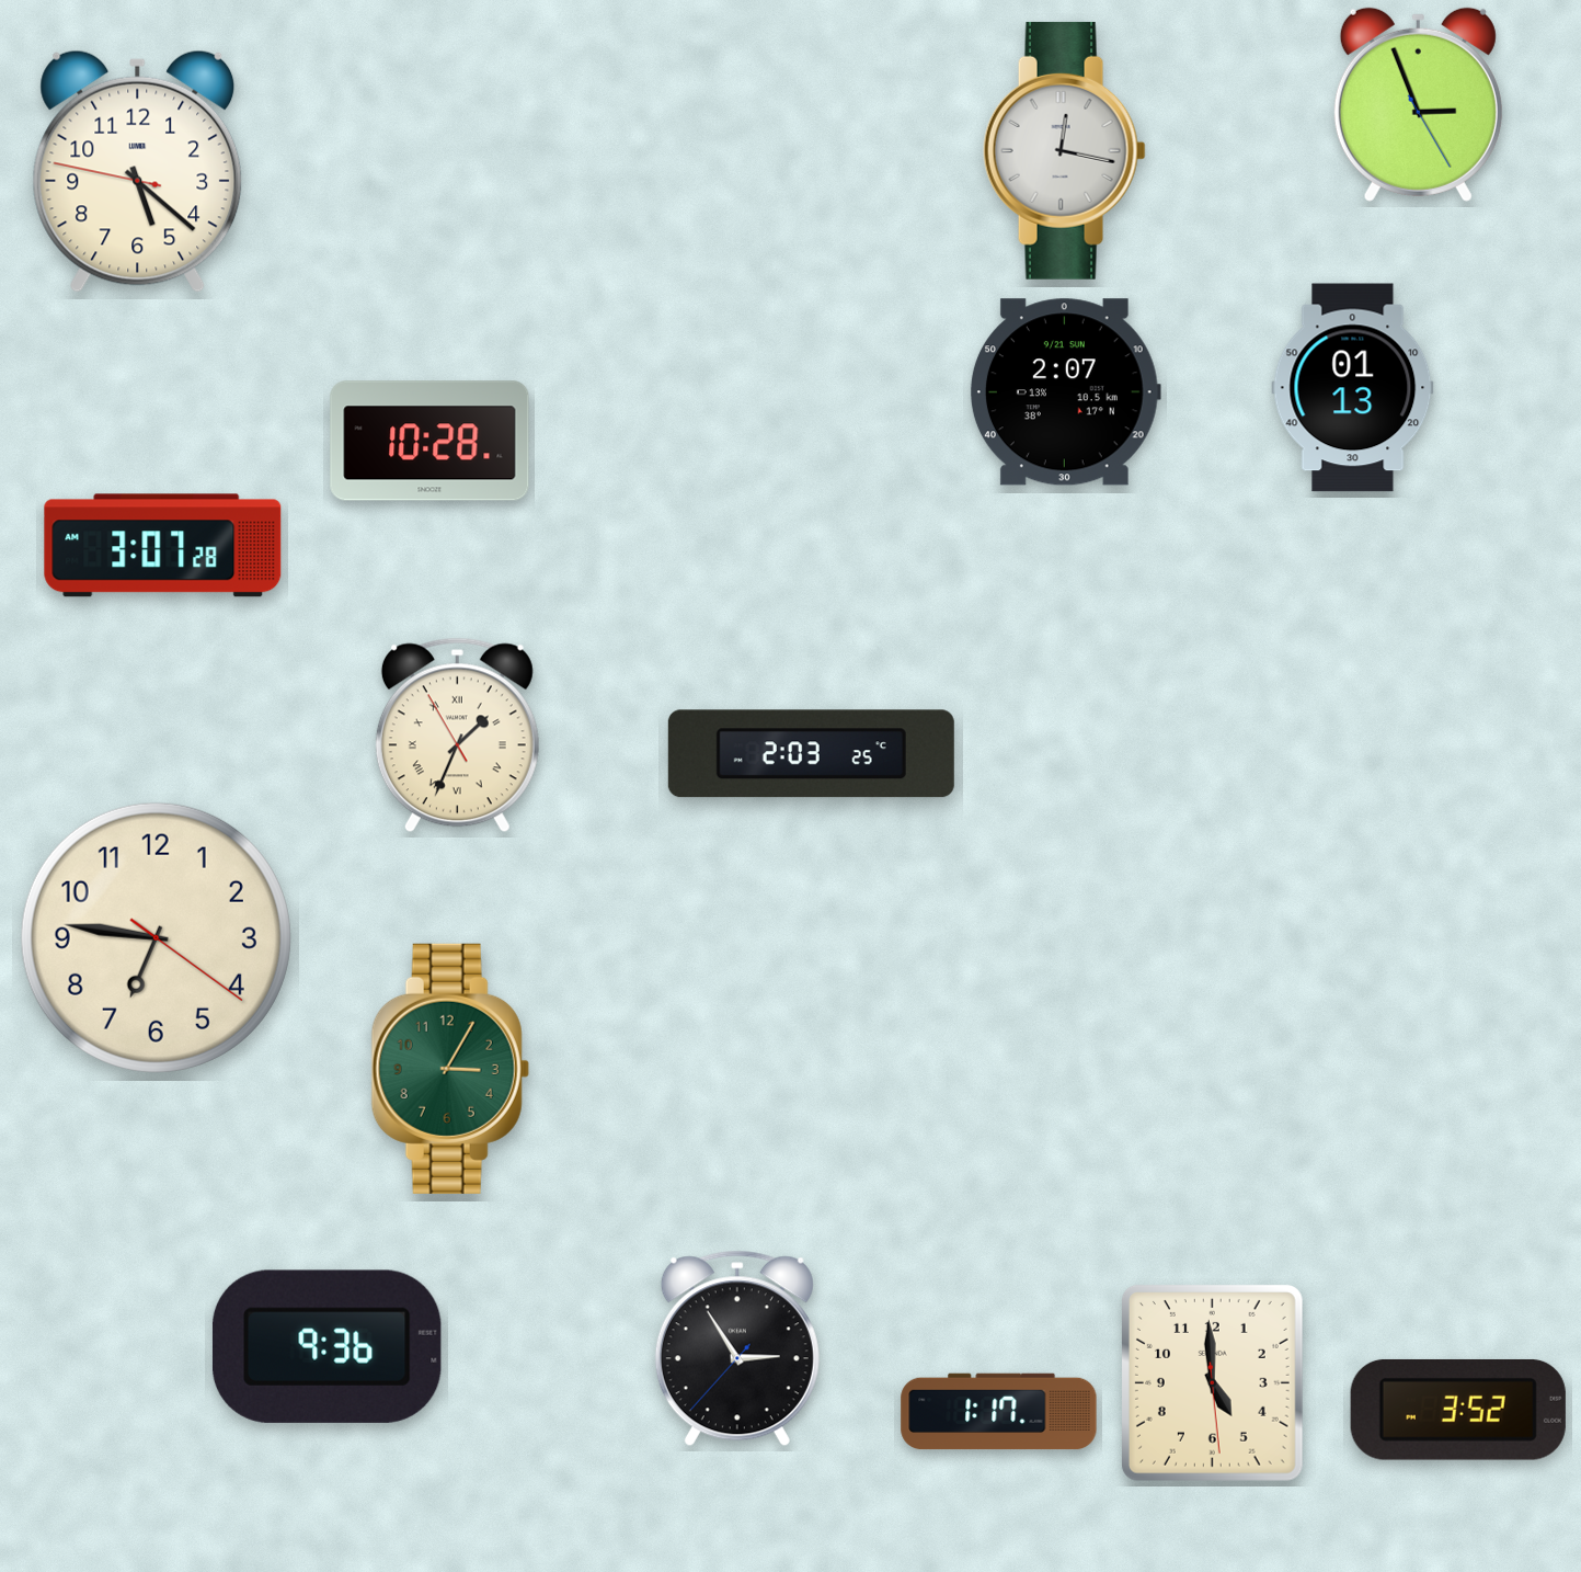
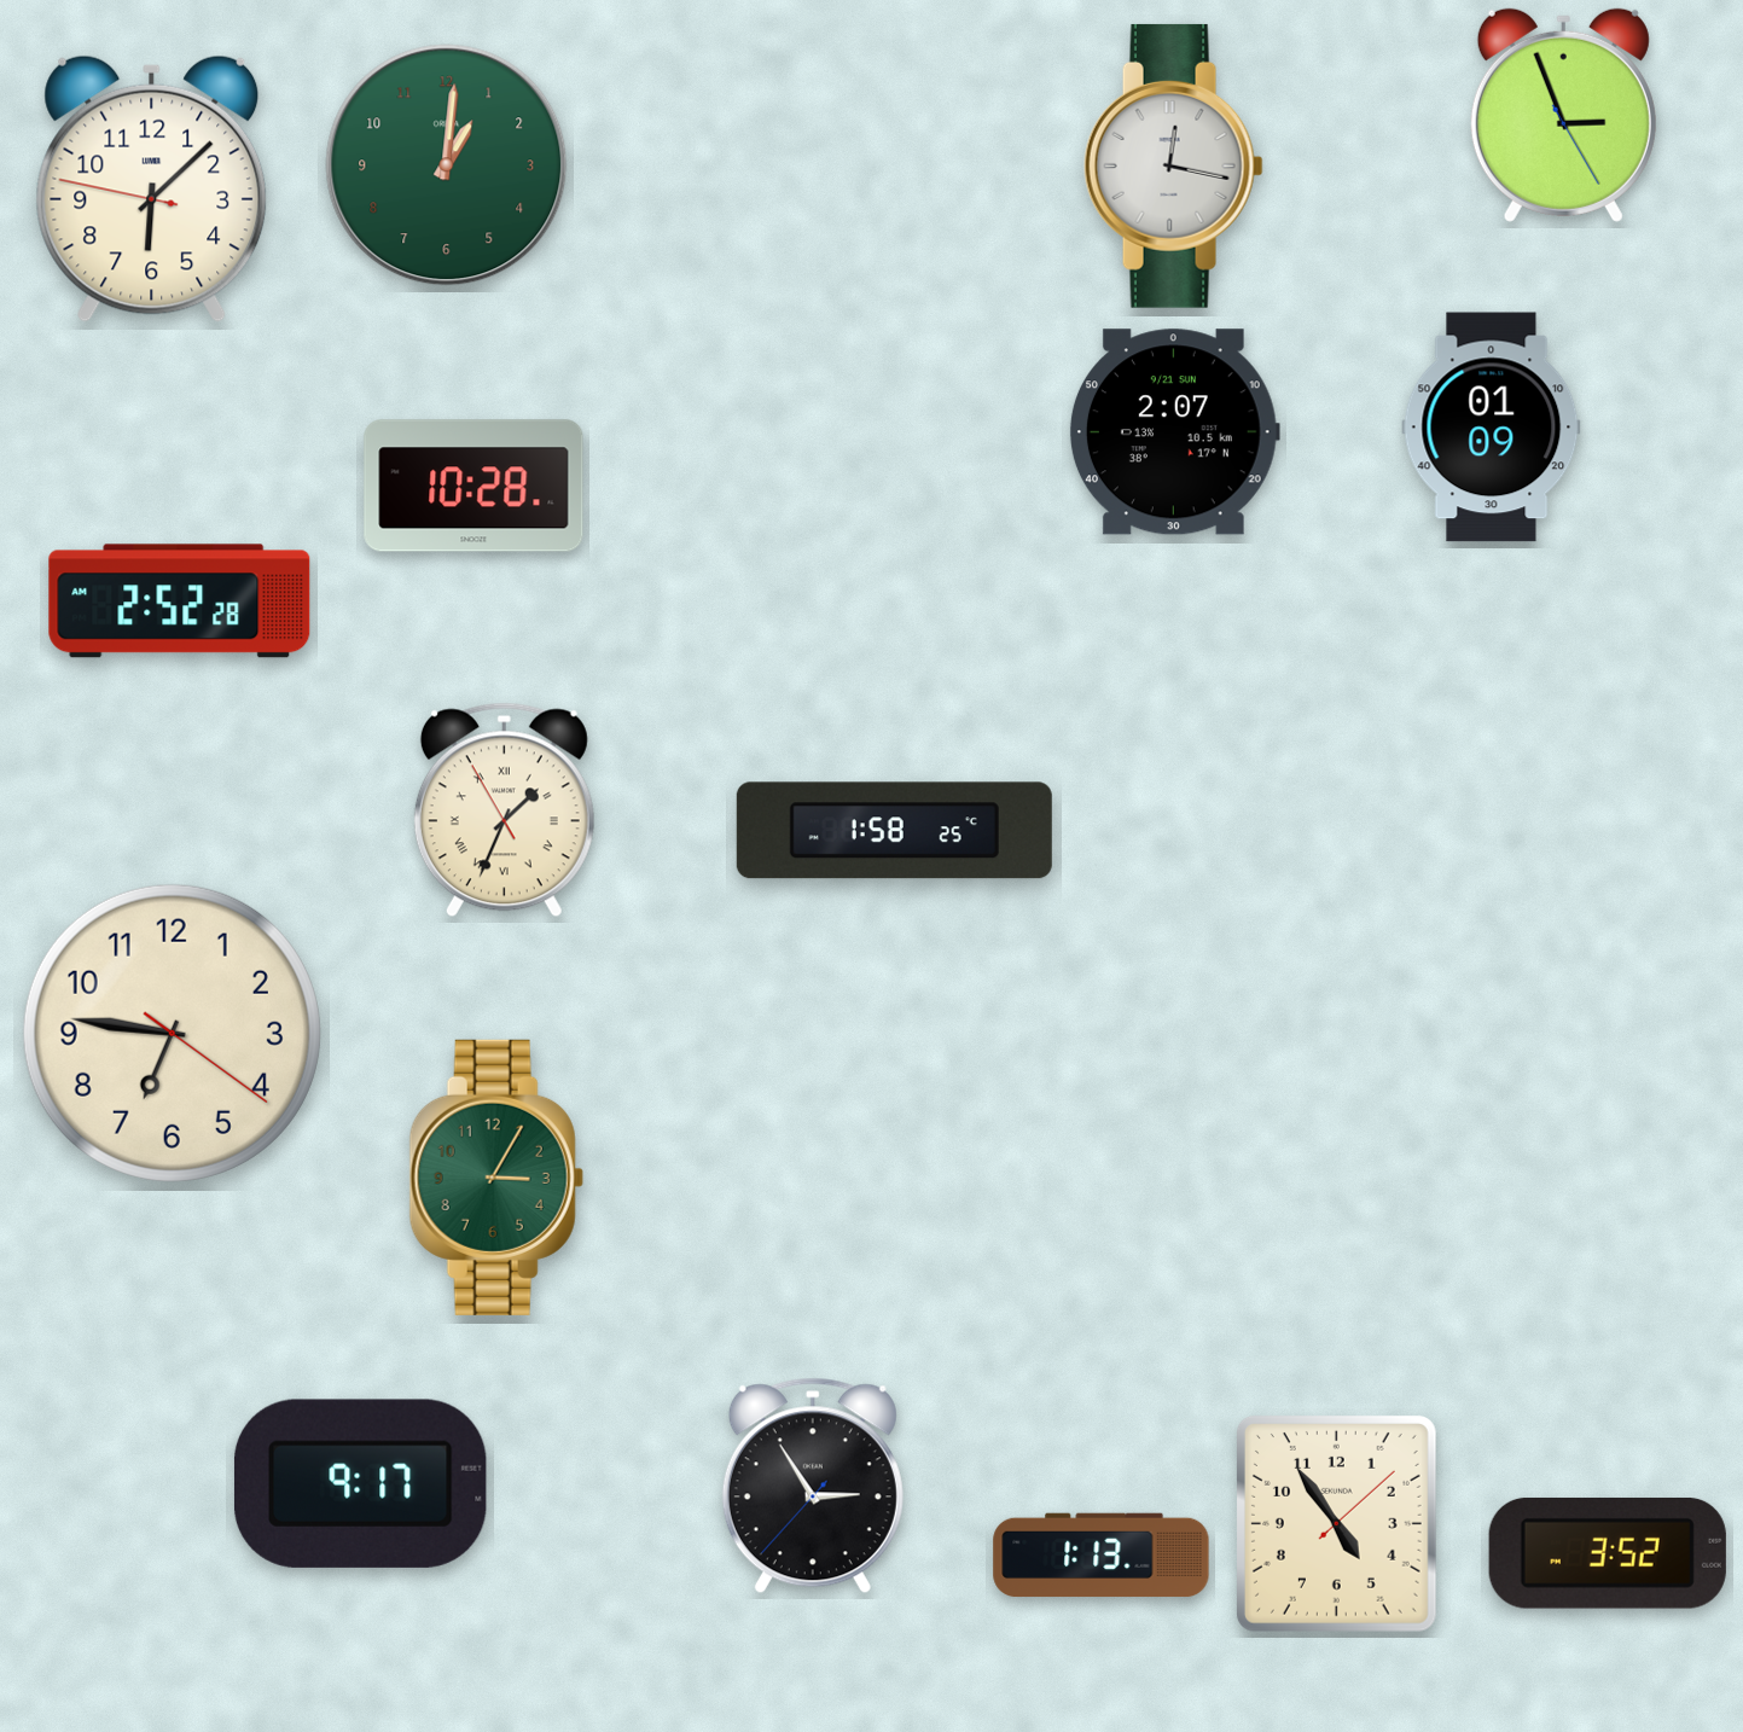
clock at (447, 165): none -> 1:01
clock at (138, 171): 5:21 -> 6:07
clock at (1353, 388): 01:13 -> 01:09
clock at (163, 546): 3:07 -> 2:52
clock at (811, 754): 2:03 -> 1:58
clock at (326, 1346): 9:36 -> 9:17
clock at (1212, 1382): 4:59 -> 4:54
clock at (999, 1412): 1:17 -> 1:13
